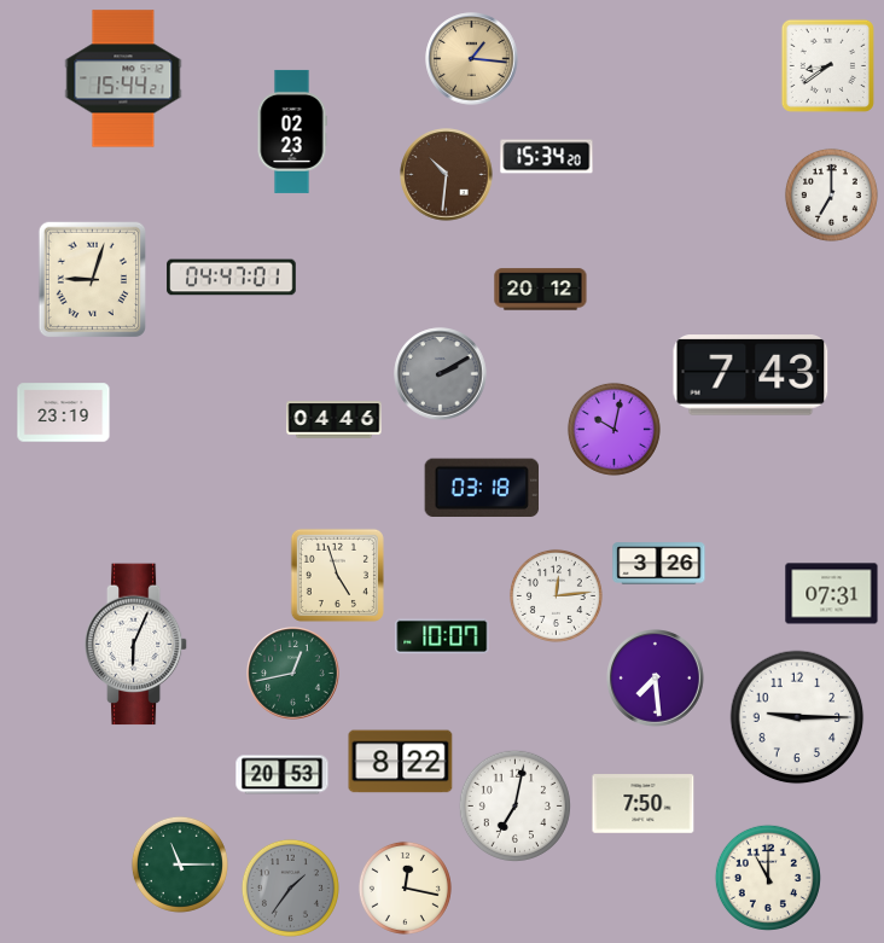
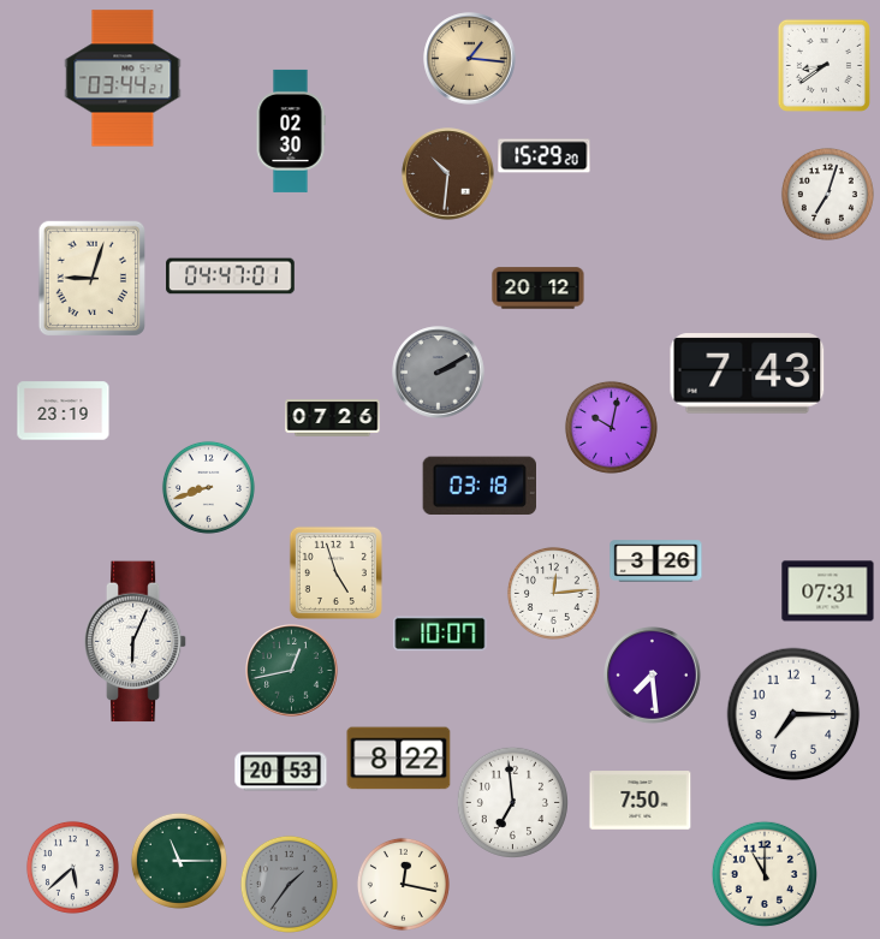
clock at (123, 78): 15:44 -> 03:44
clock at (292, 132): 02:23 -> 02:30
clock at (547, 157): 15:34 -> 15:29
clock at (447, 175) position: (447, 175) -> (448, 174)
clock at (831, 194): 7:00 -> 7:03
clock at (335, 420): 04:46 -> 07:26
clock at (208, 487): none -> 8:42
clock at (797, 717): 9:15 -> 7:15
clock at (514, 805): 7:02 -> 6:59
clock at (72, 867): none -> 5:38
